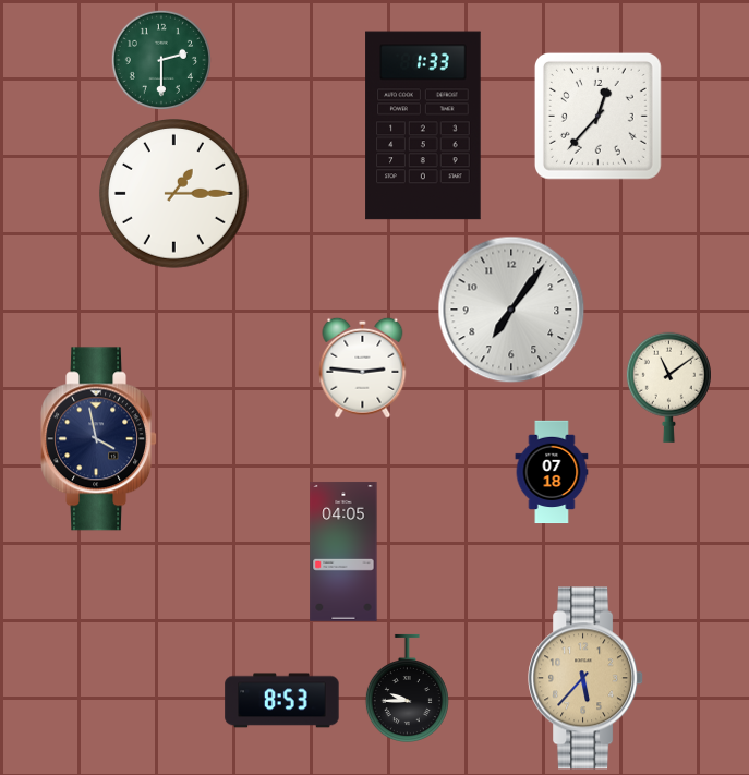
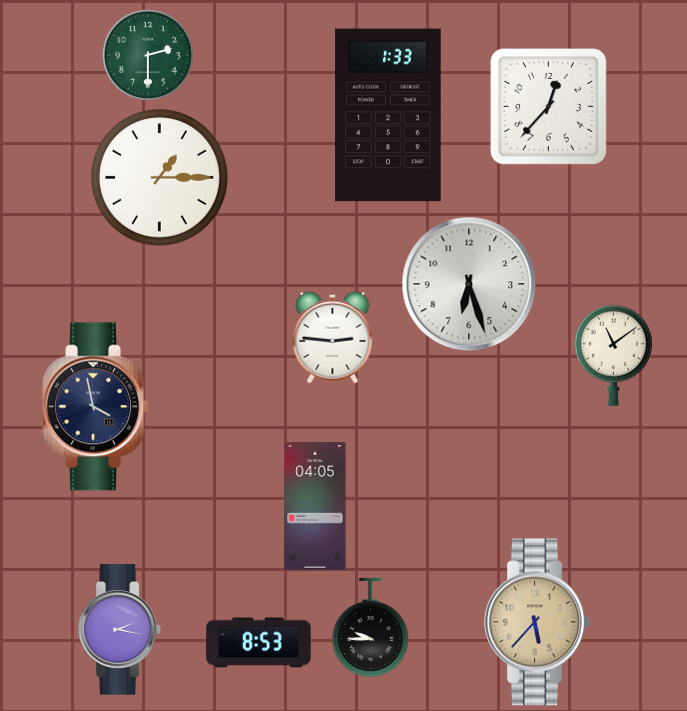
clock at (511, 310): 7:06 -> 6:27
clock at (99, 439) position: (99, 439) -> (96, 407)
clock at (552, 472): 07:18 -> none
clock at (120, 630): none -> 2:17
clock at (407, 688) position: (407, 688) -> (370, 627)
